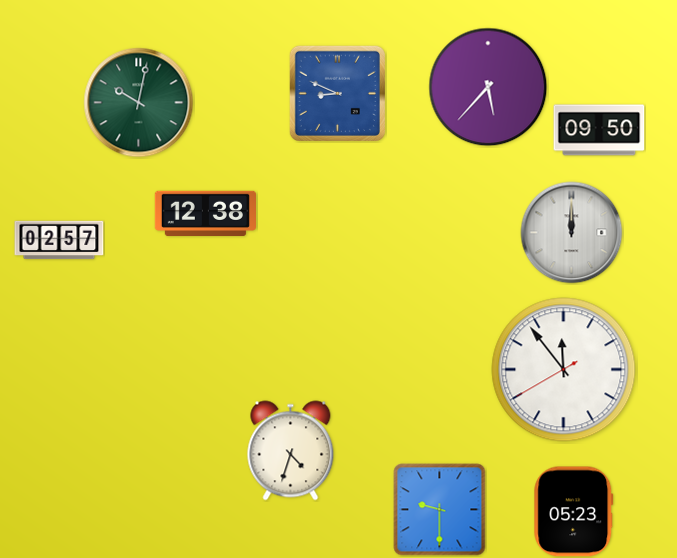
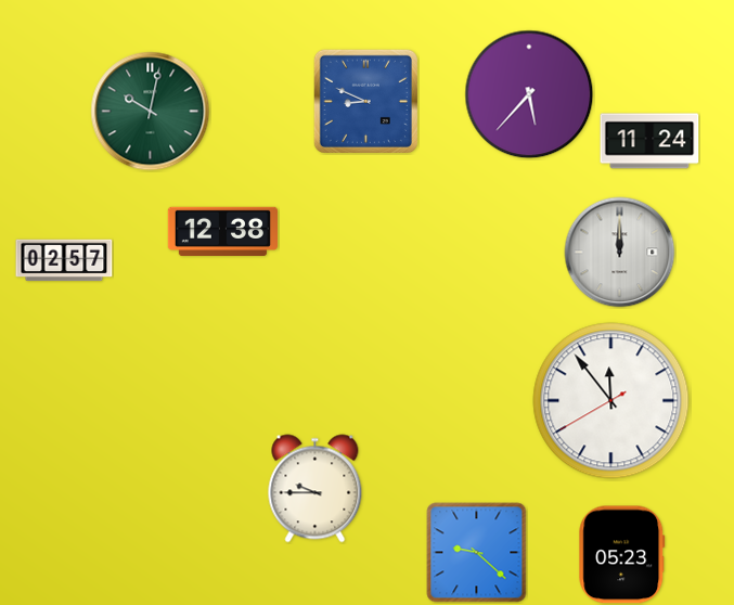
clock at (599, 130): 09:50 -> 11:24
clock at (291, 451): 4:33 -> 9:45
clock at (440, 510): 9:30 -> 9:22
